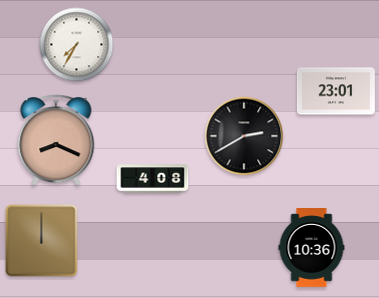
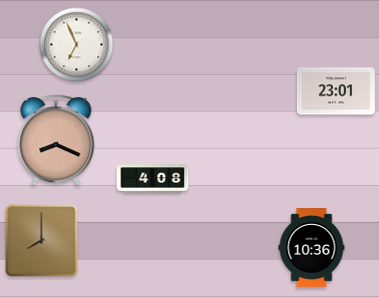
clock at (77, 45): 7:35 -> 6:56
clock at (244, 136): 2:40 -> none
clock at (42, 241): 12:00 -> 8:00
